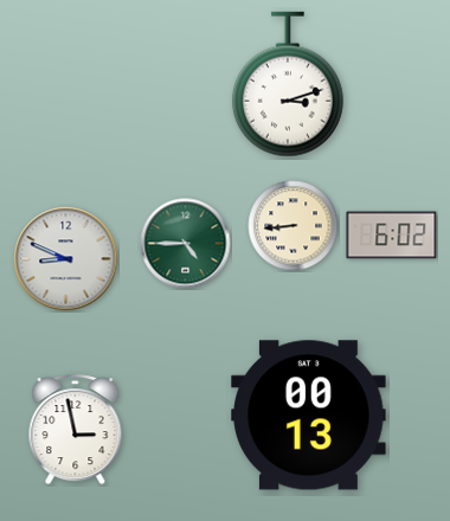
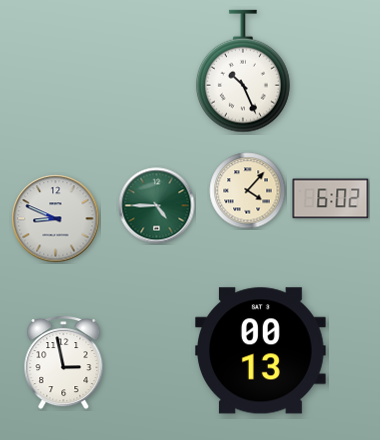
clock at (288, 84): 3:12 -> 10:26
clock at (294, 226): 8:44 -> 4:07
